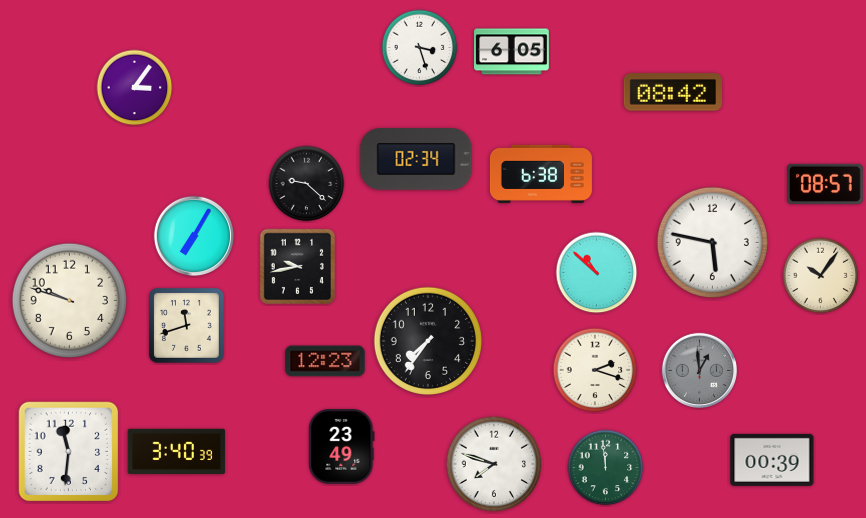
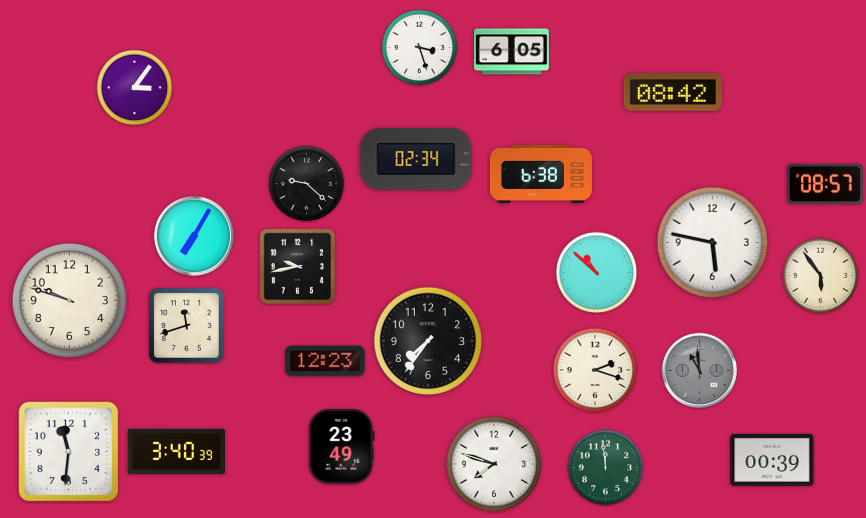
clock at (821, 276): 10:06 -> 5:54
clock at (699, 370): 12:59 -> 10:59
